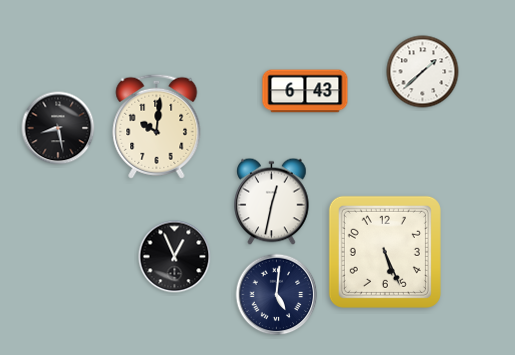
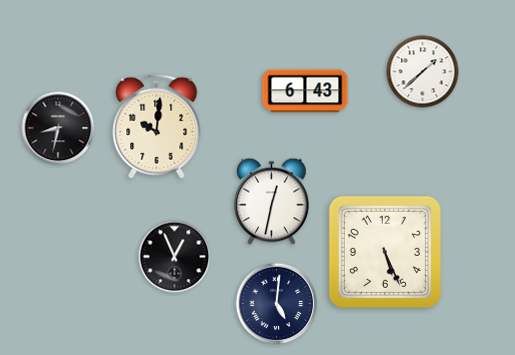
clock at (58, 128): 8:28 -> 8:32
clock at (277, 295) position: (277, 295) -> (277, 304)
